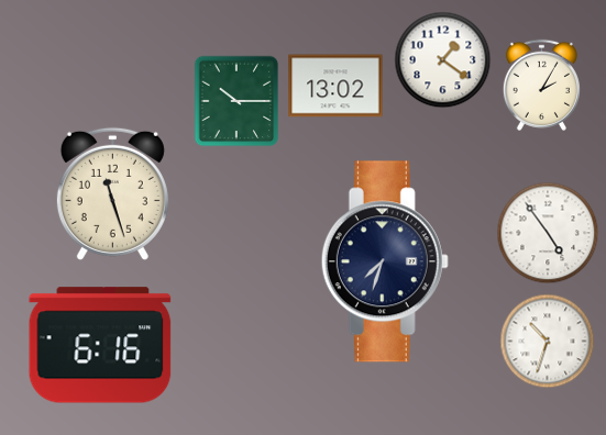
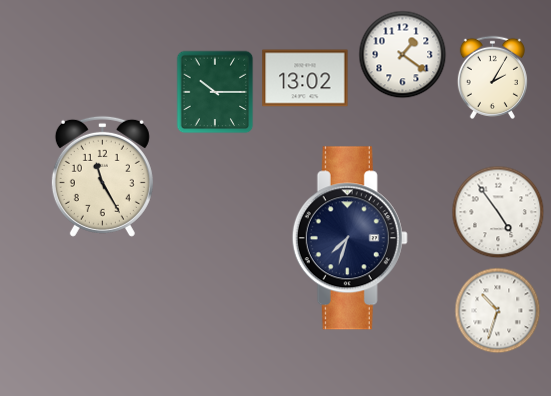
clock at (112, 193): 11:27 -> 11:25
clock at (100, 345): 6:16 -> none
